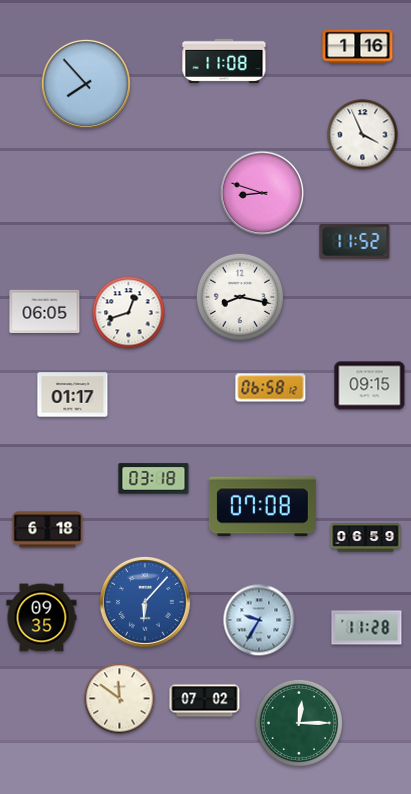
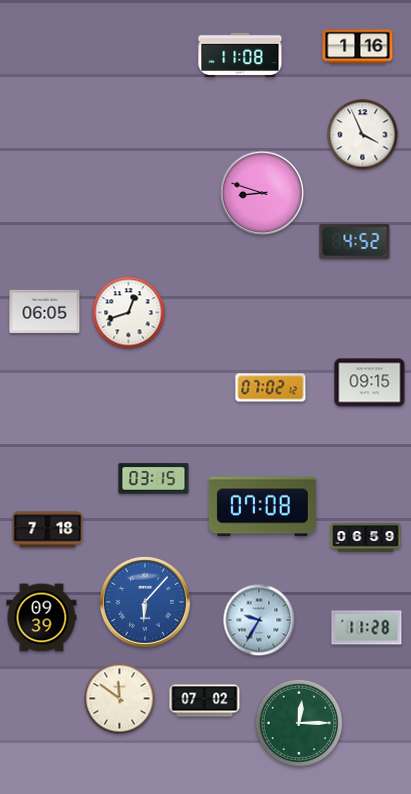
clock at (224, 61) position: (224, 61) -> (240, 55)
clock at (86, 84): 7:53 -> none
clock at (355, 242): 11:52 -> 4:52
clock at (240, 297): 8:17 -> none
clock at (370, 386) position: (370, 386) -> (370, 383)
clock at (271, 388): 06:58 -> 07:02
clock at (73, 395): 01:17 -> none
clock at (154, 479): 03:18 -> 03:15
clock at (48, 530): 6:18 -> 7:18
clock at (42, 618): 09:35 -> 09:39
